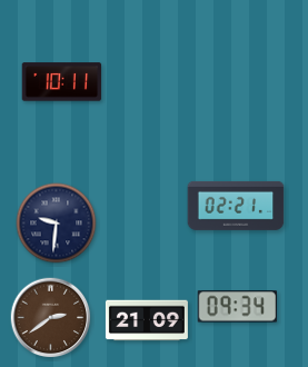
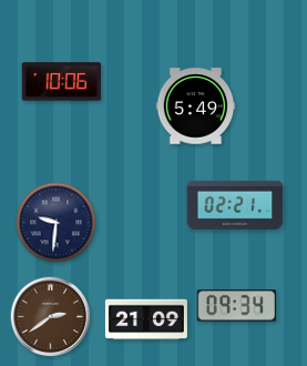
clock at (62, 82): 10:11 -> 10:06
clock at (196, 106): none -> 5:49
